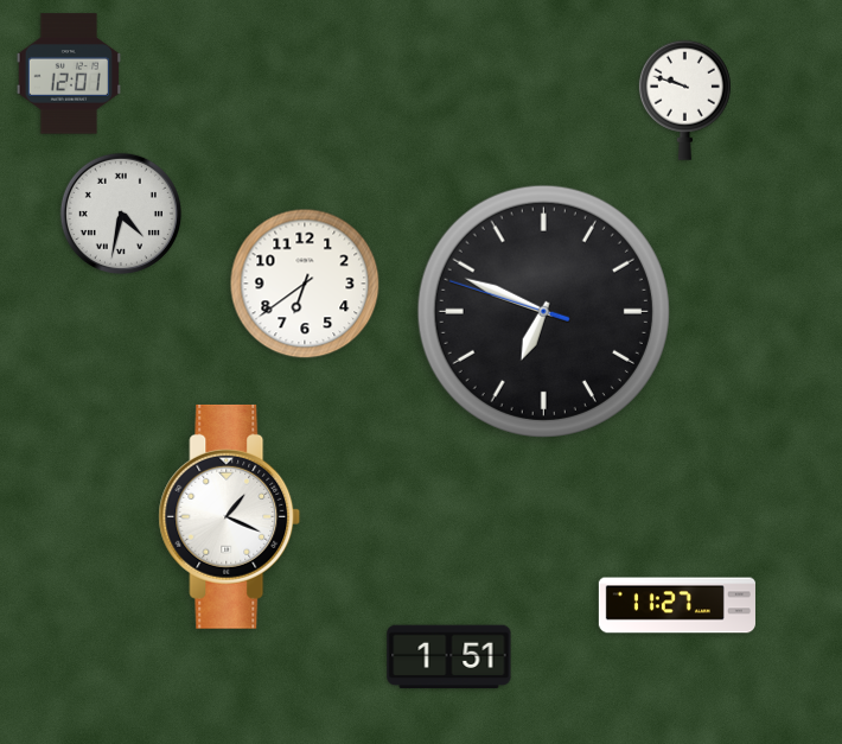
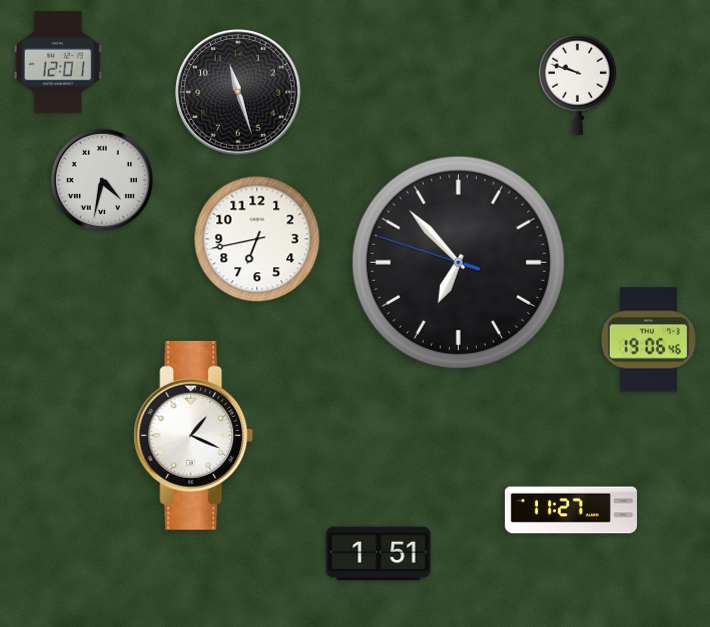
clock at (238, 92): none -> 11:27
clock at (305, 284): 6:39 -> 6:43
clock at (543, 311): 6:48 -> 6:52
clock at (648, 340): none -> 19:06
